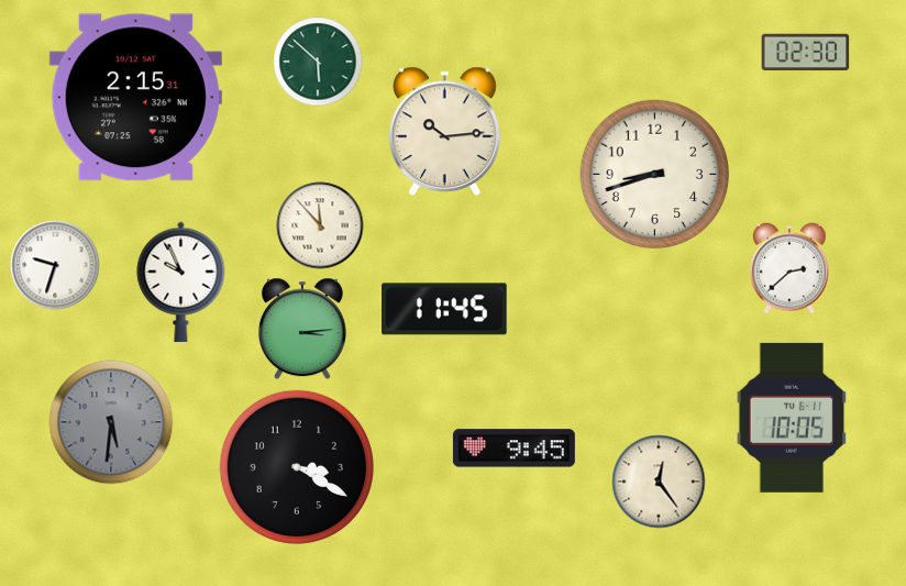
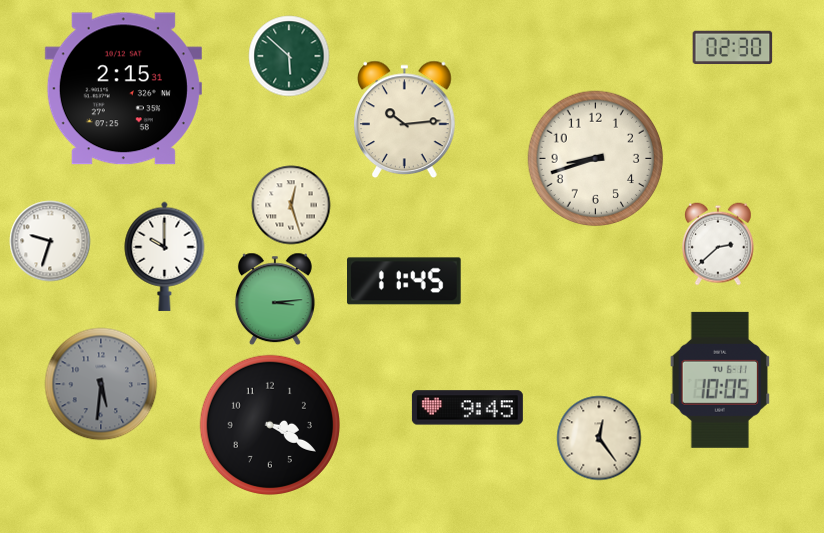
clock at (320, 225): 11:53 -> 12:27
clock at (181, 281): 9:56 -> 10:00
